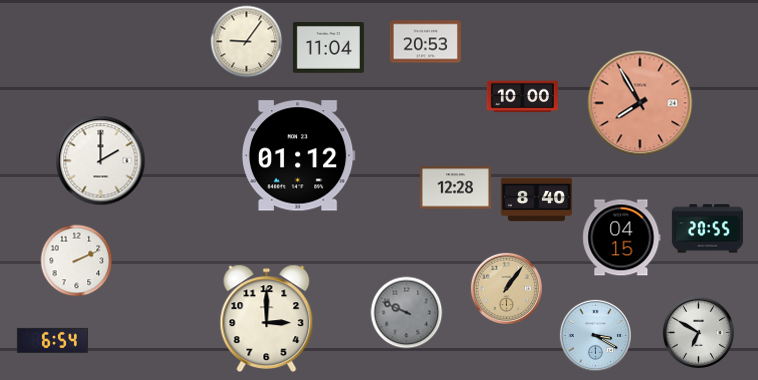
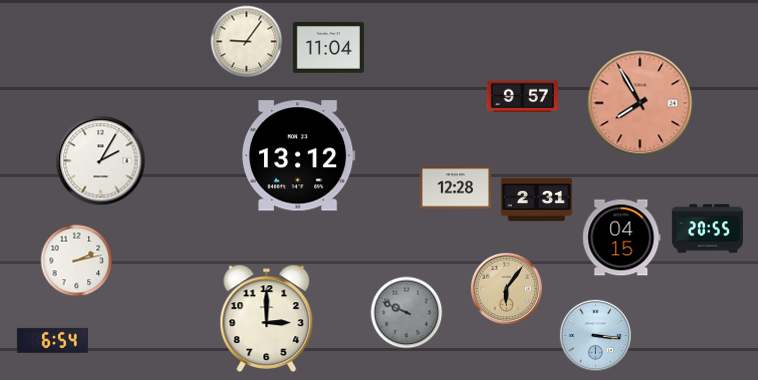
clock at (425, 42): 20:53 -> none
clock at (522, 97): 10:00 -> 9:57
clock at (298, 156): 01:12 -> 13:12
clock at (101, 161): 2:00 -> 2:05
clock at (536, 200): 8:40 -> 2:31
clock at (77, 261): 2:11 -> 2:13
clock at (506, 288): 1:06 -> 6:06
clock at (698, 332): 6:50 -> none
clock at (595, 335): 3:20 -> 3:16
